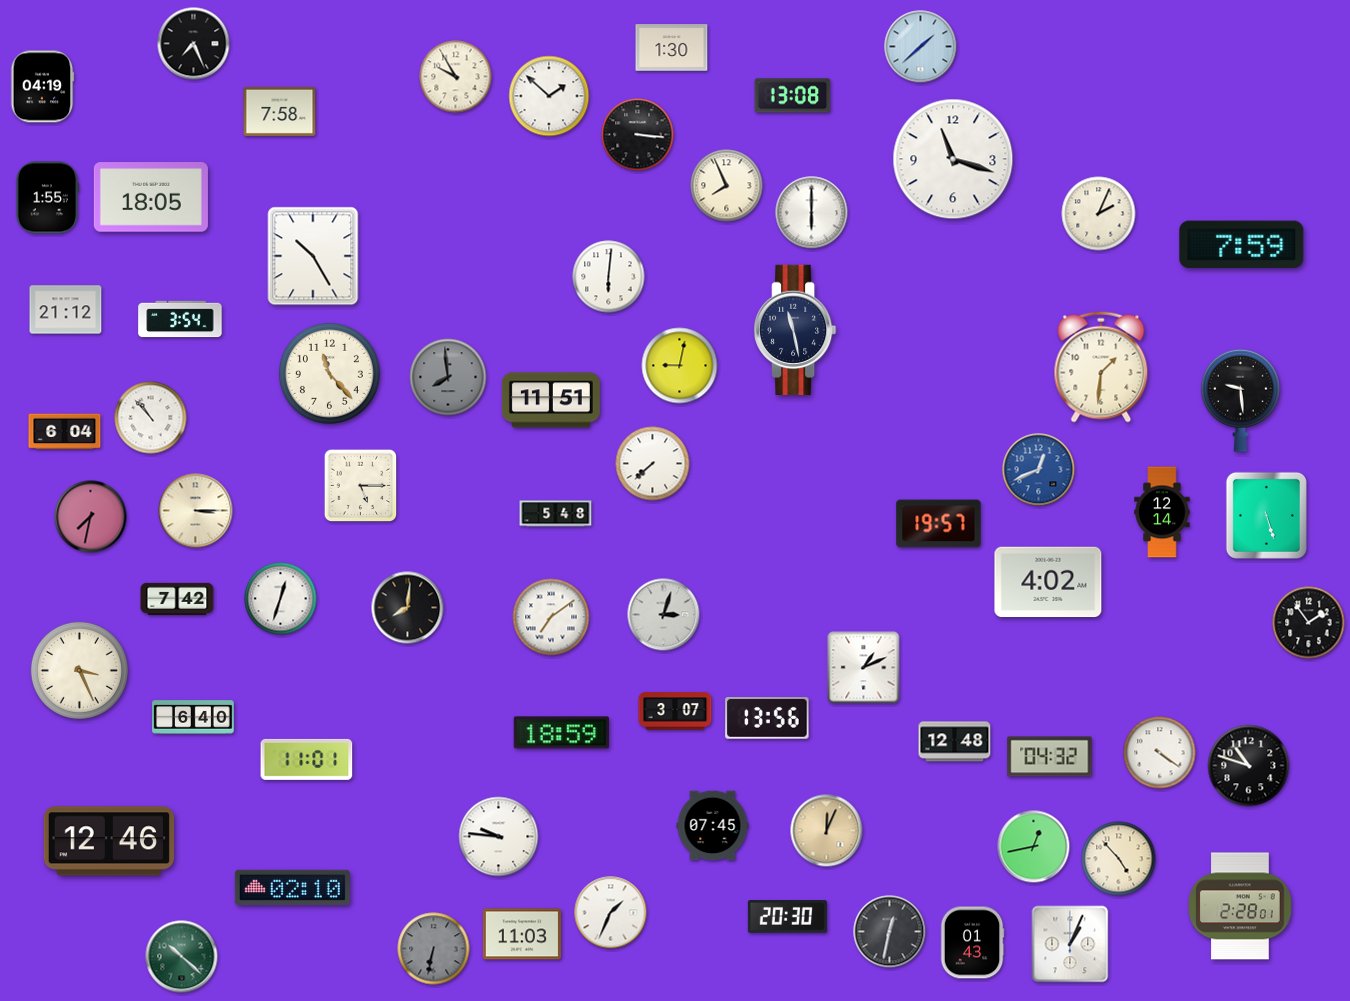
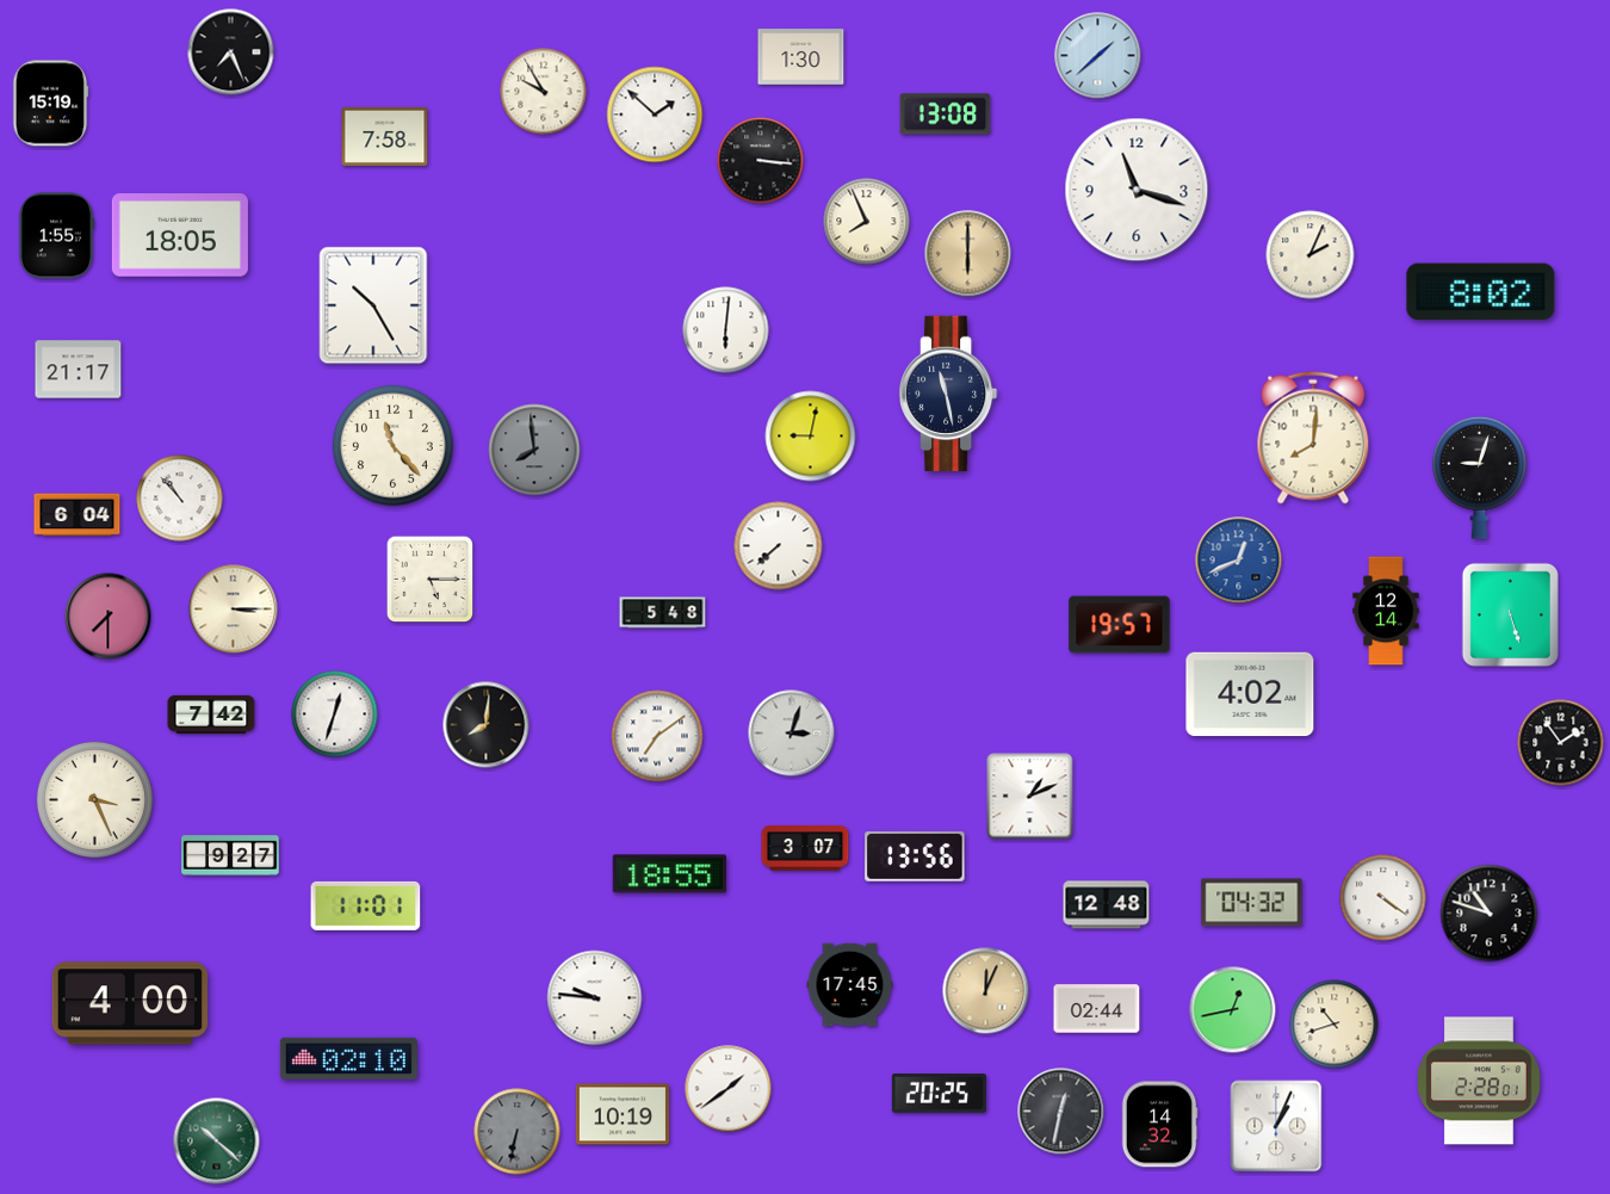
clock at (42, 87): 04:19 -> 15:19
clock at (280, 111) position: (280, 111) -> (385, 136)
clock at (812, 213) dial: white -> champagne
clock at (1242, 245): 7:59 -> 8:02
clock at (66, 310): 21:12 -> 21:17
clock at (180, 319): 3:54 -> none
clock at (1101, 367): 1:31 -> 8:01
clock at (551, 400): 11:51 -> none
clock at (1240, 400): 9:29 -> 9:03
clock at (653, 464) position: (653, 464) -> (779, 546)
clock at (91, 517): 7:32 -> 7:30
clock at (193, 717): 6:40 -> 9:27
clock at (561, 733): 18:59 -> 18:55
clock at (955, 742) position: (955, 742) -> (1107, 905)
clock at (713, 826): 07:45 -> 17:45
clock at (108, 841): 12:46 -> 4:00
clock at (1097, 1009): none -> 02:44
clock at (1119, 859): 4:53 -> 10:42
clock at (611, 913): 1:34 -> 1:39
clock at (787, 917): 20:30 -> 20:25
clock at (521, 934): 11:03 -> 10:19
clock at (972, 943): 01:43 -> 14:32
